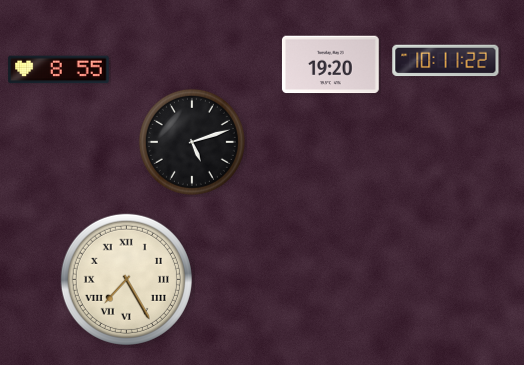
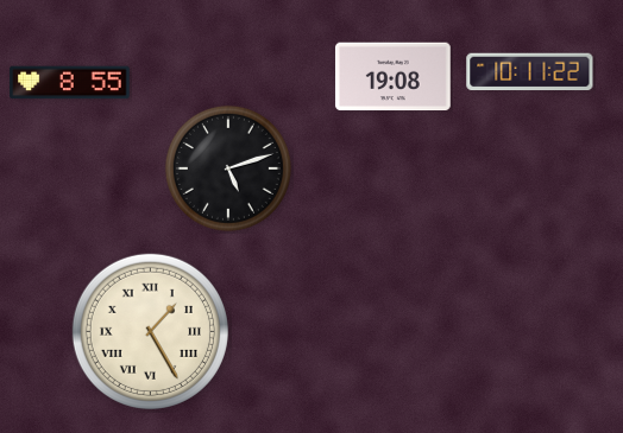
clock at (330, 65): 19:20 -> 19:08
clock at (126, 279): 7:25 -> 1:25
